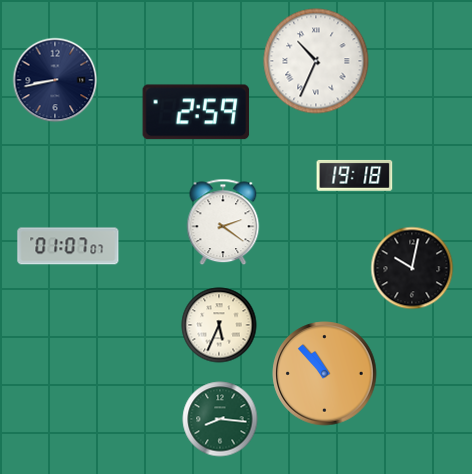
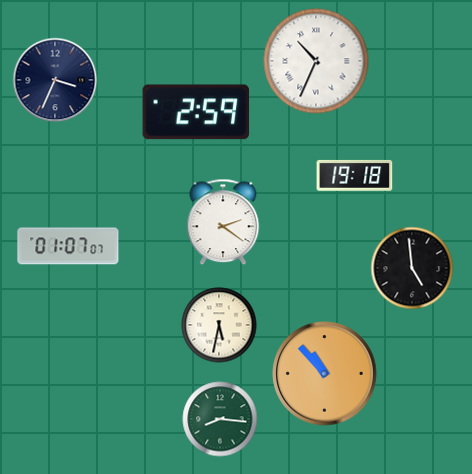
clock at (55, 80): 8:43 -> 3:34
clock at (412, 268): 10:02 -> 4:59
clock at (219, 325): 5:34 -> 5:32
